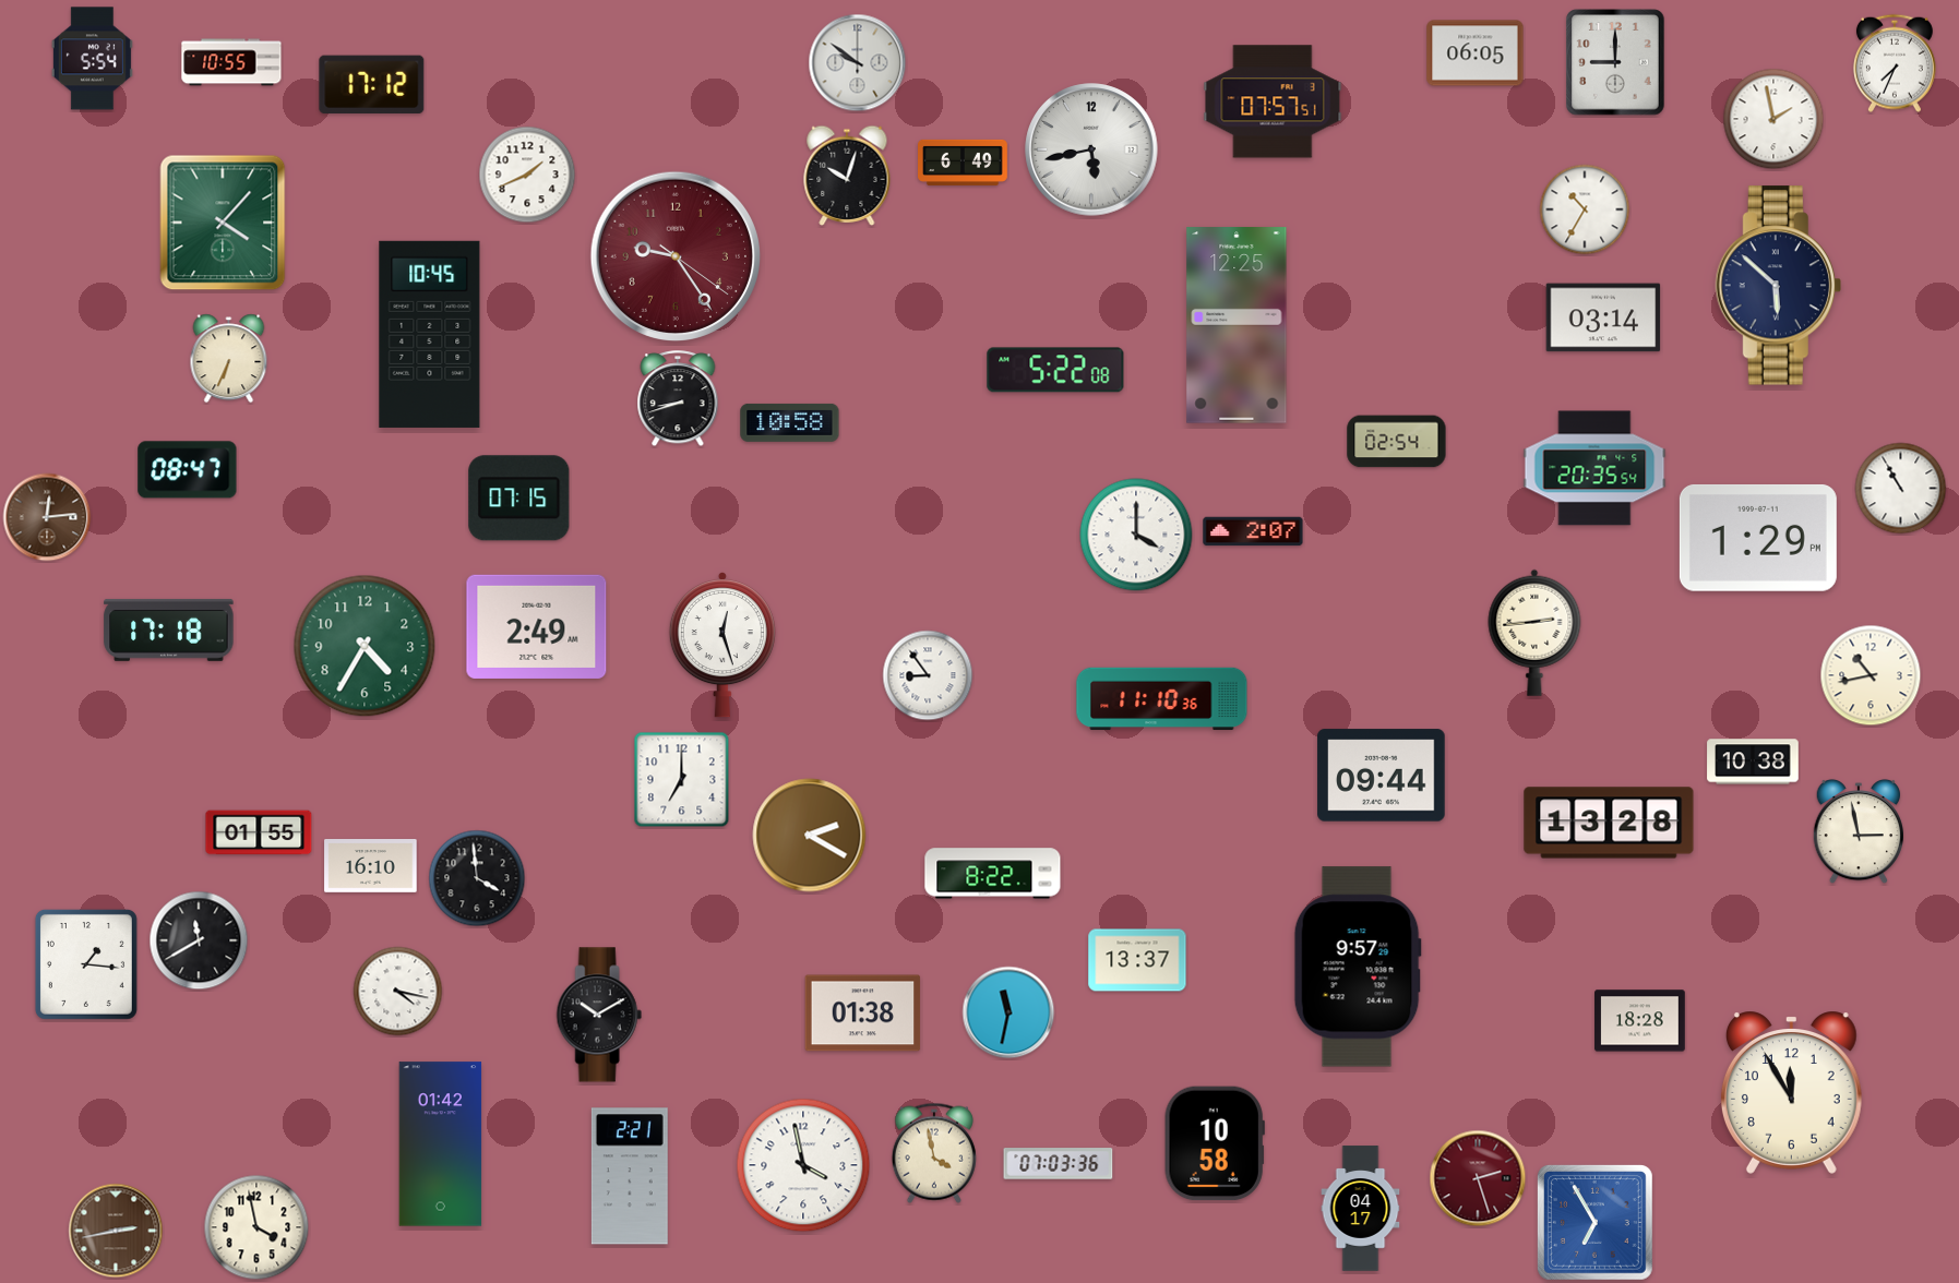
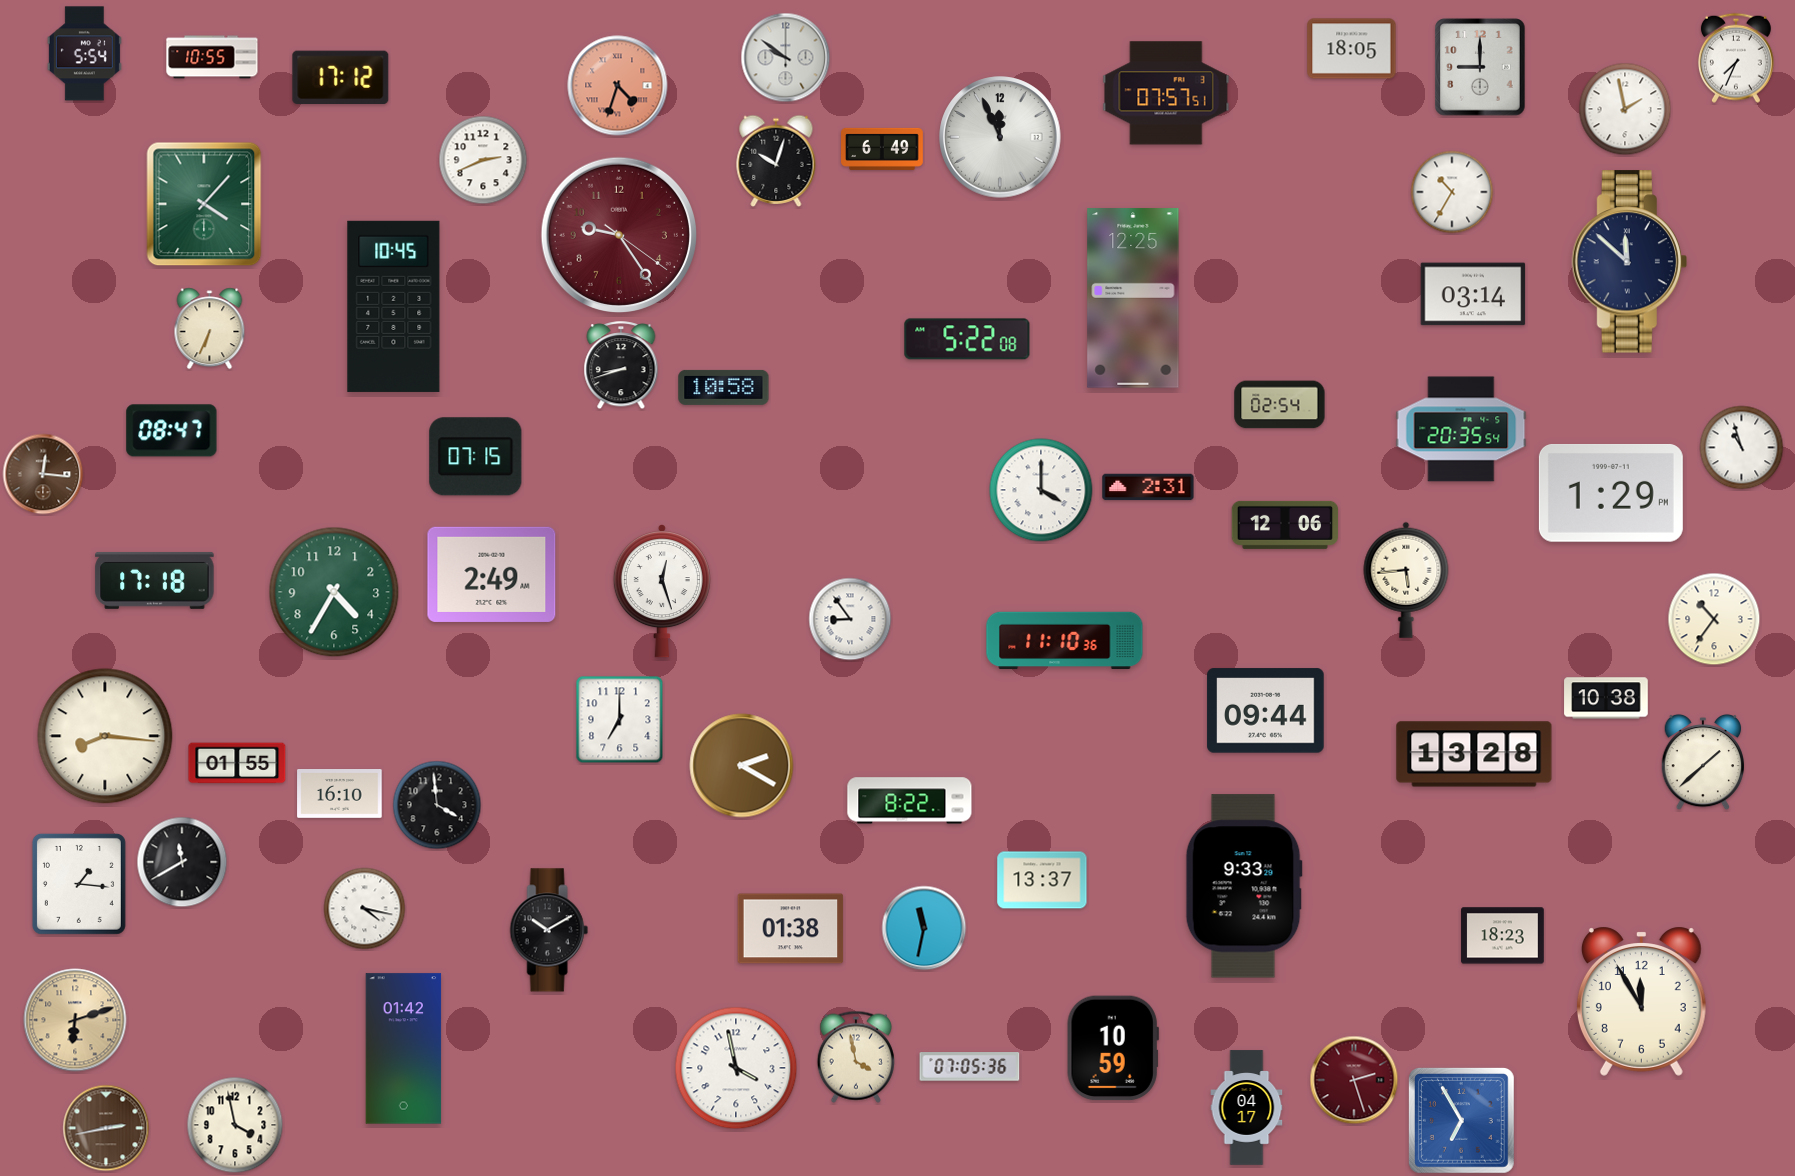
clock at (1476, 53): 06:05 -> 18:05
clock at (1615, 62) position: (1615, 62) -> (1480, 67)
clock at (618, 86): none -> 4:33
clock at (1091, 149): 5:43 -> 11:56
clock at (527, 175): 1:41 -> 2:41
clock at (1778, 286): 5:52 -> 11:52
clock at (1603, 317) position: (1603, 317) -> (1473, 294)
clock at (1901, 489): 10:55 -> 10:57
clock at (47, 517): 12:14 -> 12:16
clock at (1253, 531): 2:07 -> 2:31
clock at (1285, 525): none -> 12:06
clock at (169, 629) position: (169, 629) -> (155, 580)
clock at (1534, 633): 2:44 -> 5:44
clock at (1871, 675): 10:43 -> 10:36
clock at (682, 780) position: (682, 780) -> (620, 720)
clock at (105, 736): none -> 8:16
clock at (1858, 831): 2:58 -> 1:38
clock at (1358, 967): 9:57 -> 9:33
clock at (1640, 1021): 18:28 -> 18:23
clock at (75, 1020): none -> 6:12
clock at (1215, 1143): 10:58 -> 10:59
clock at (1059, 1164): 07:03 -> 07:05
clock at (630, 1176): 2:21 -> none
